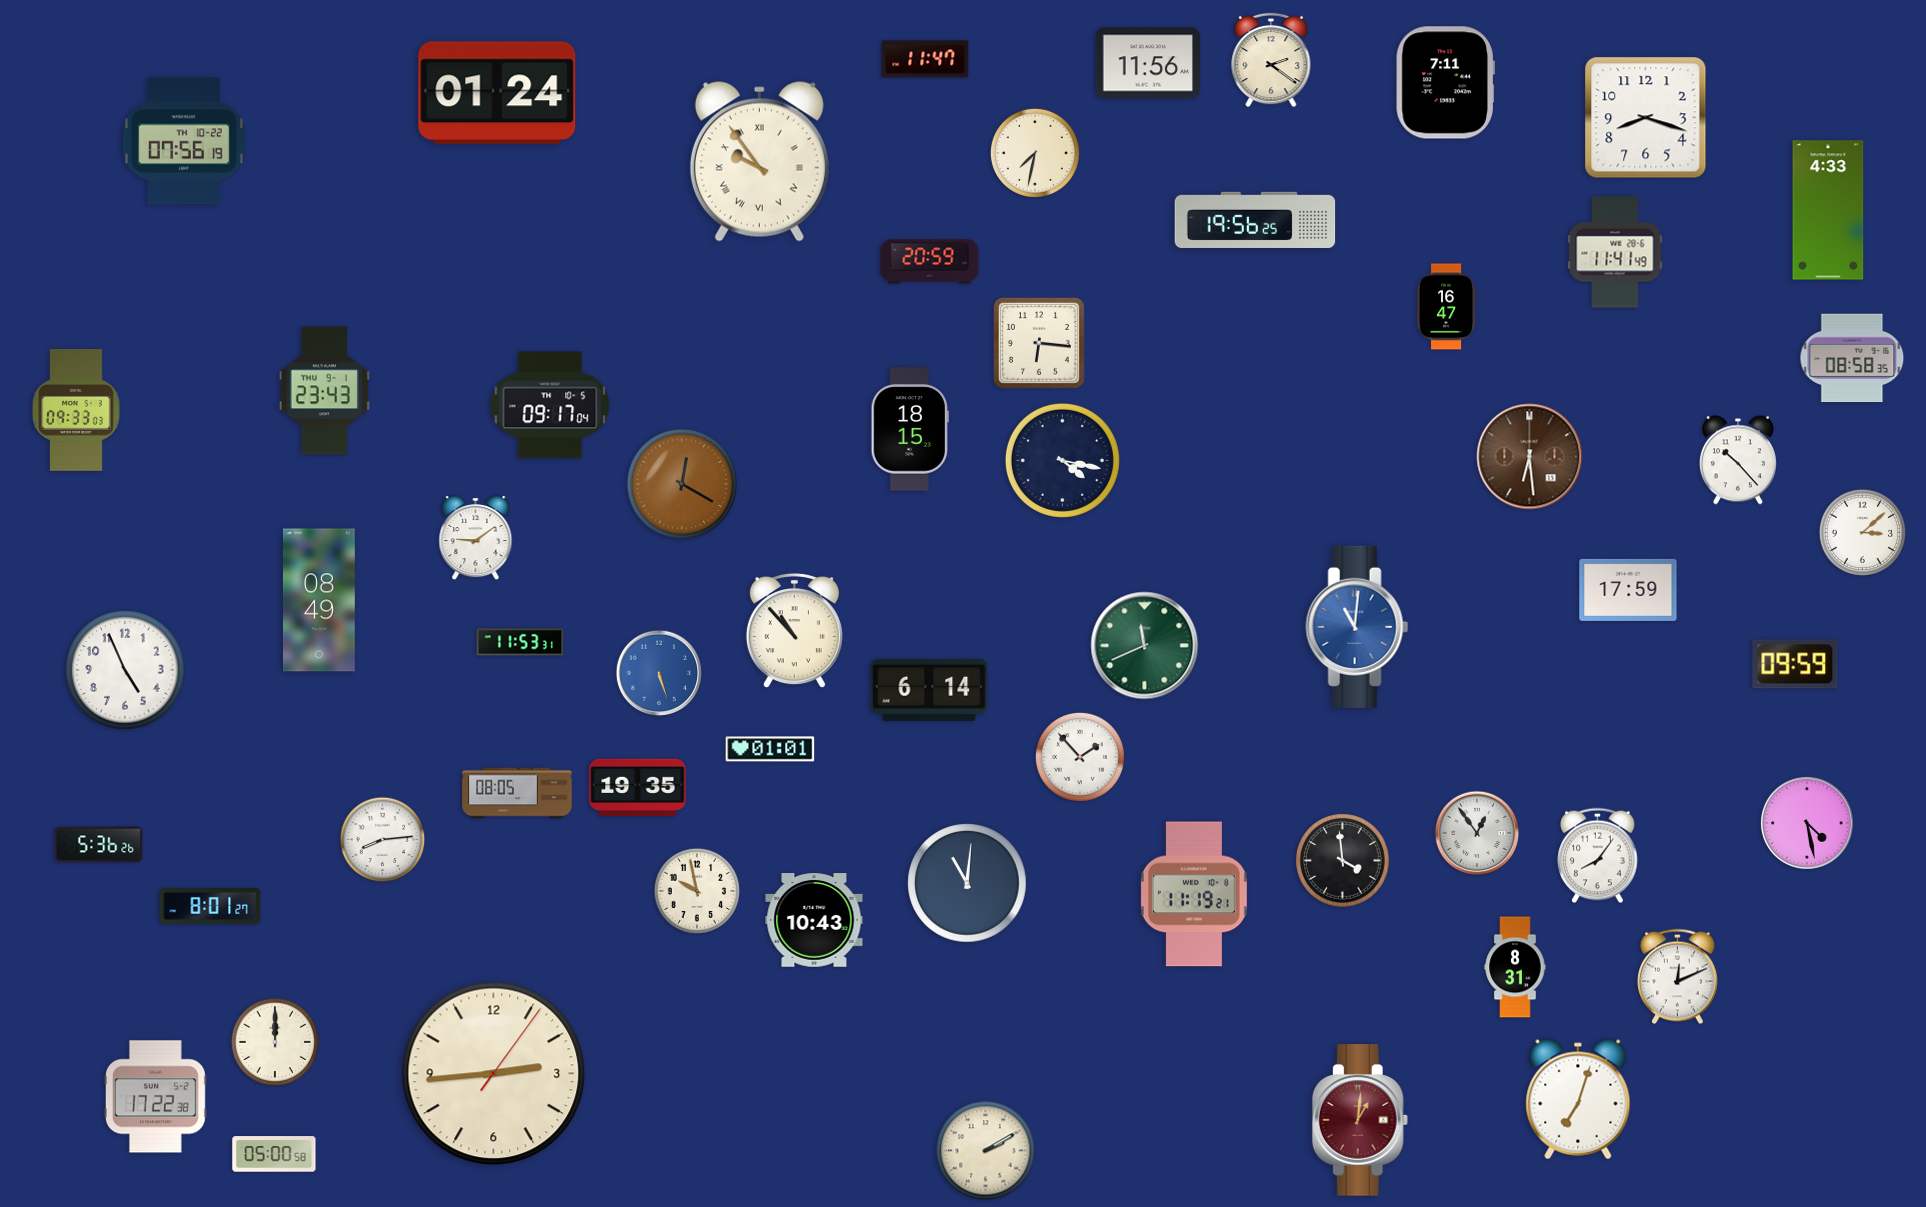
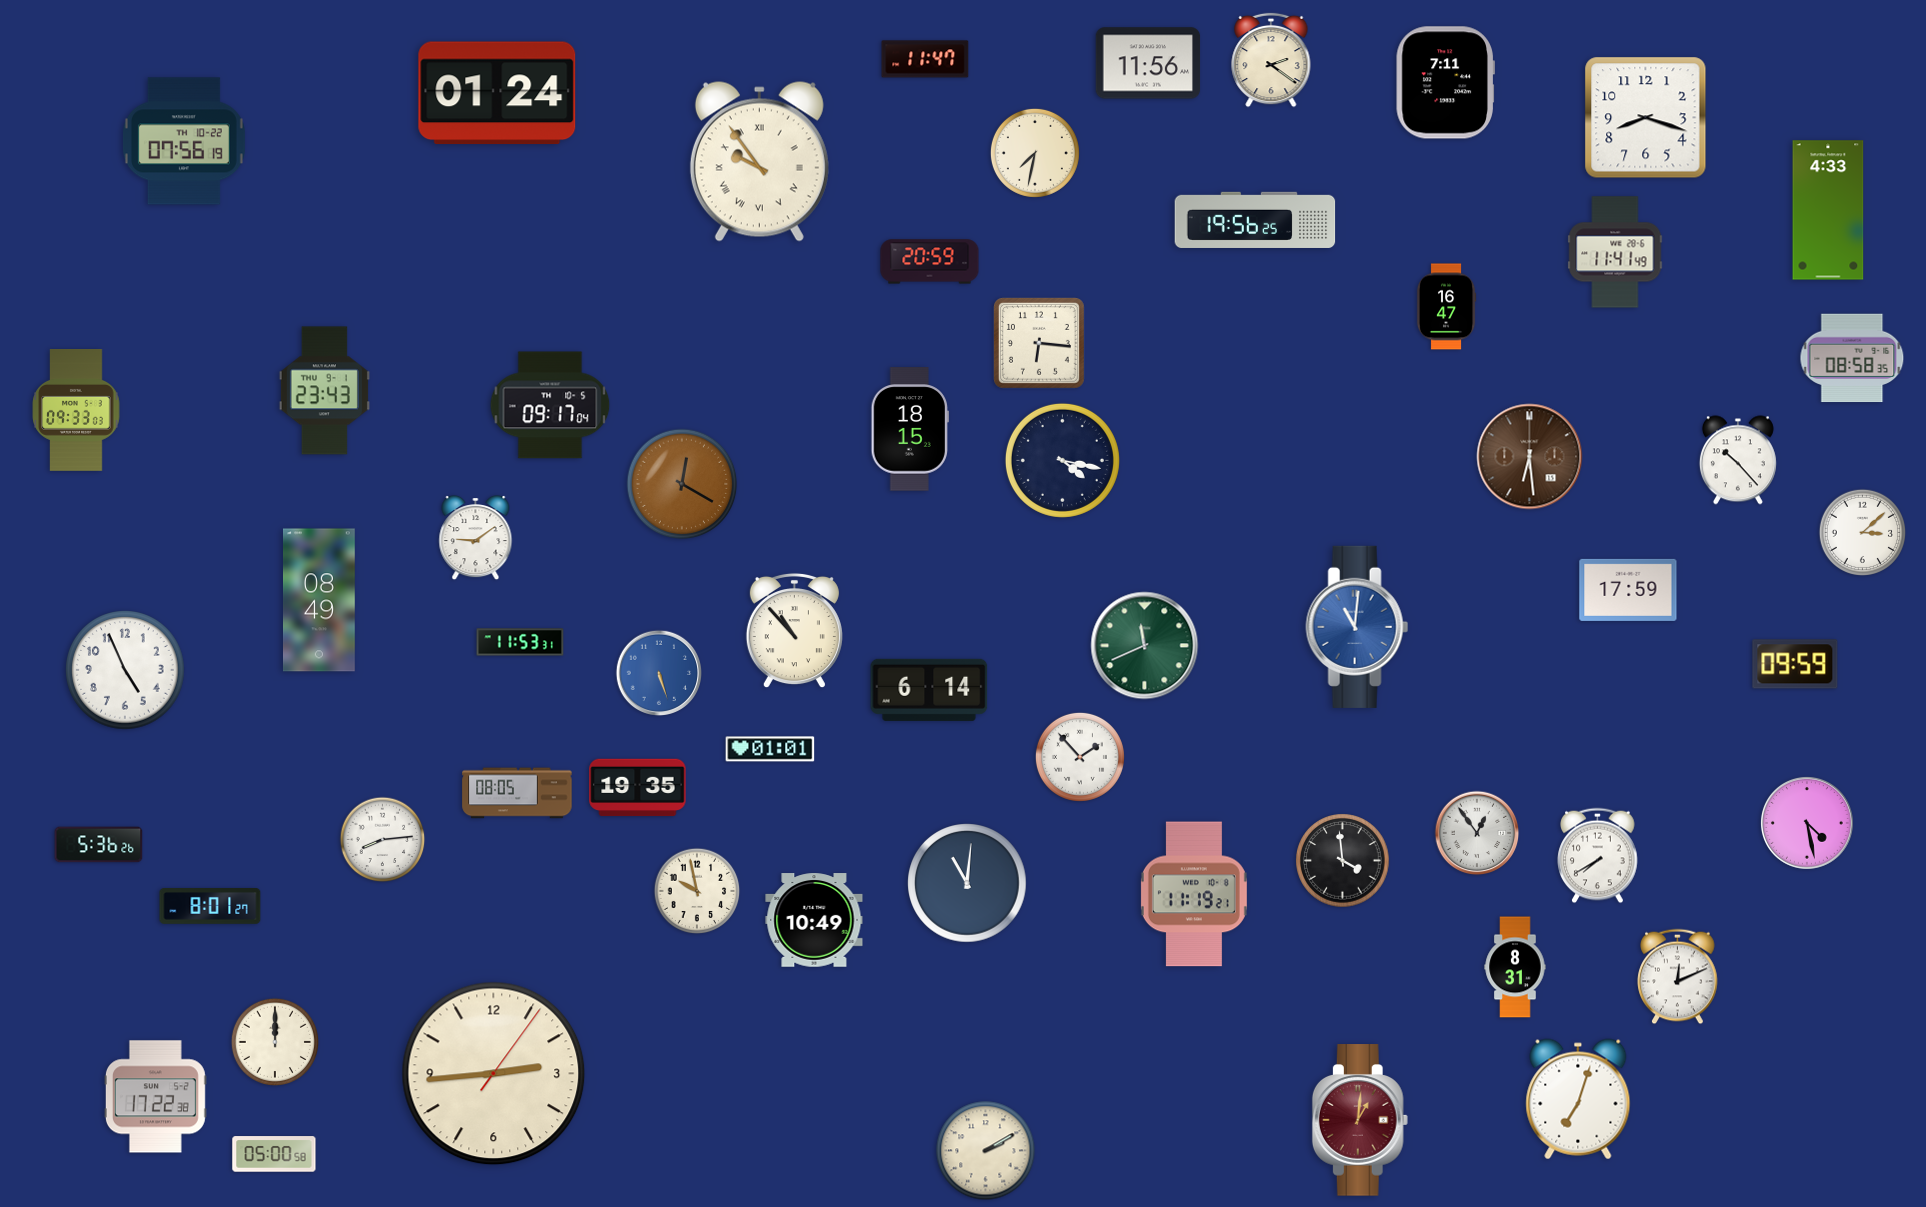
clock at (1598, 856): 8:06 -> 7:40
clock at (814, 920): 10:43 -> 10:49
